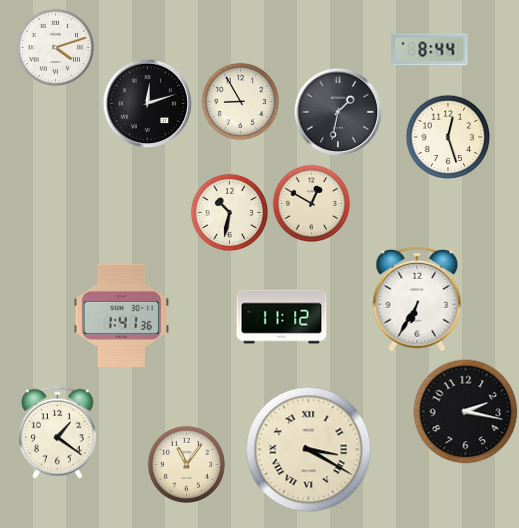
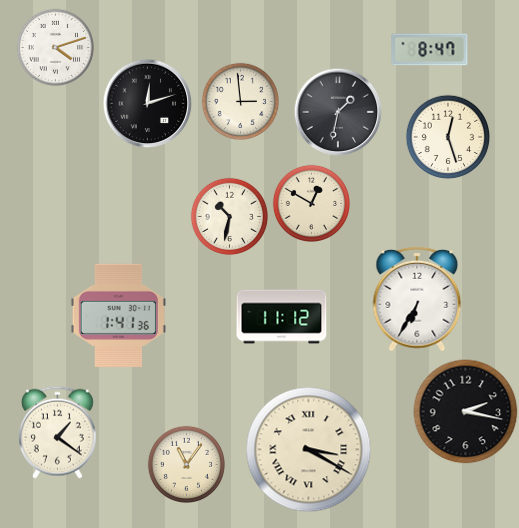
clock at (430, 50): 8:44 -> 8:47
clock at (240, 101): 8:55 -> 2:59
clock at (229, 212) position: (229, 212) -> (229, 216)
clock at (121, 315) position: (121, 315) -> (118, 315)
